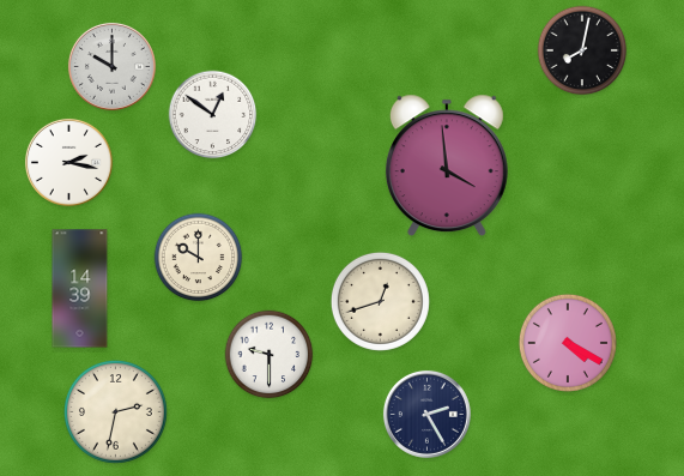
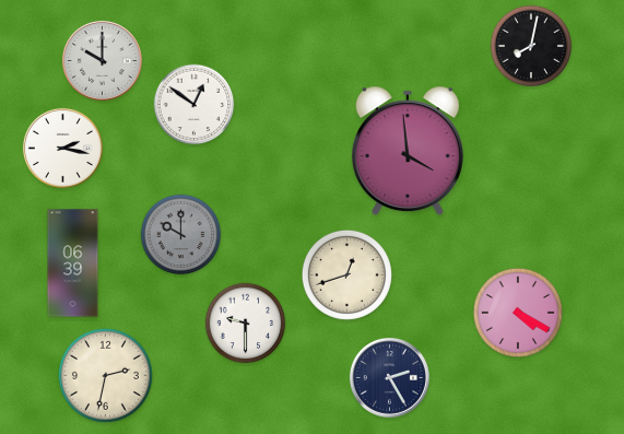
clock at (199, 258) dial: cream -> grey
clock at (80, 289): 14:39 -> 06:39
